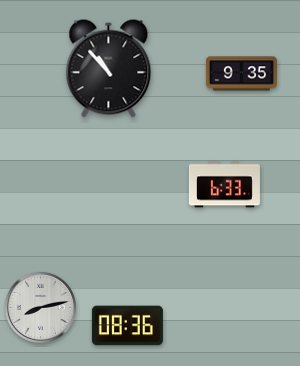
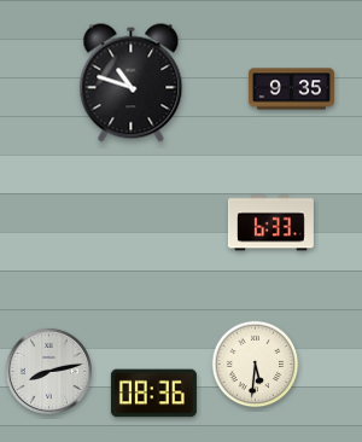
clock at (109, 69): 10:53 -> 10:48
clock at (256, 365): none -> 5:31
